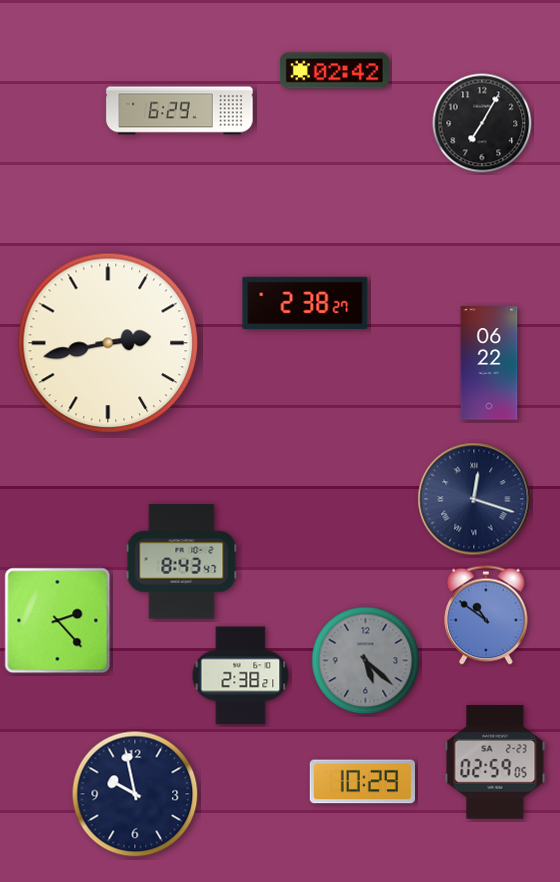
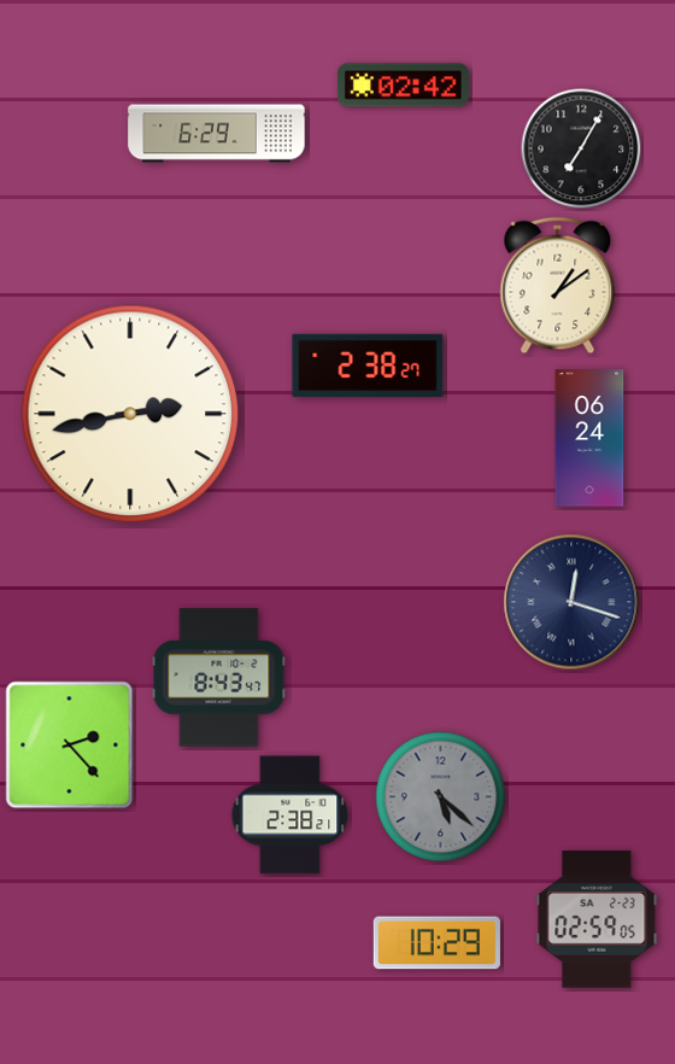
clock at (558, 286): none -> 1:09
clock at (489, 363): 06:22 -> 06:24
clock at (487, 615): 10:51 -> none
clock at (58, 621) position: (58, 621) -> (70, 746)
clock at (135, 794): 9:58 -> none
